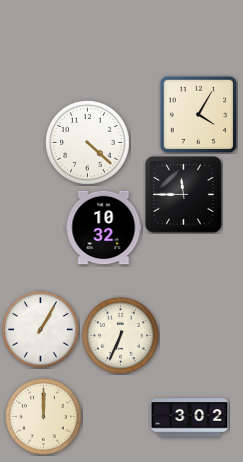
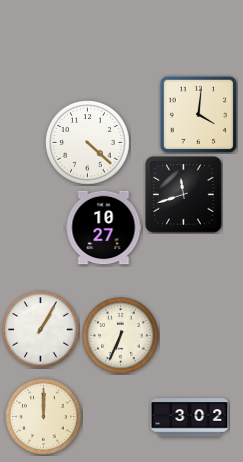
clock at (198, 114): 4:05 -> 4:01
clock at (184, 195): 11:45 -> 11:42
clock at (104, 228): 10:32 -> 10:27
